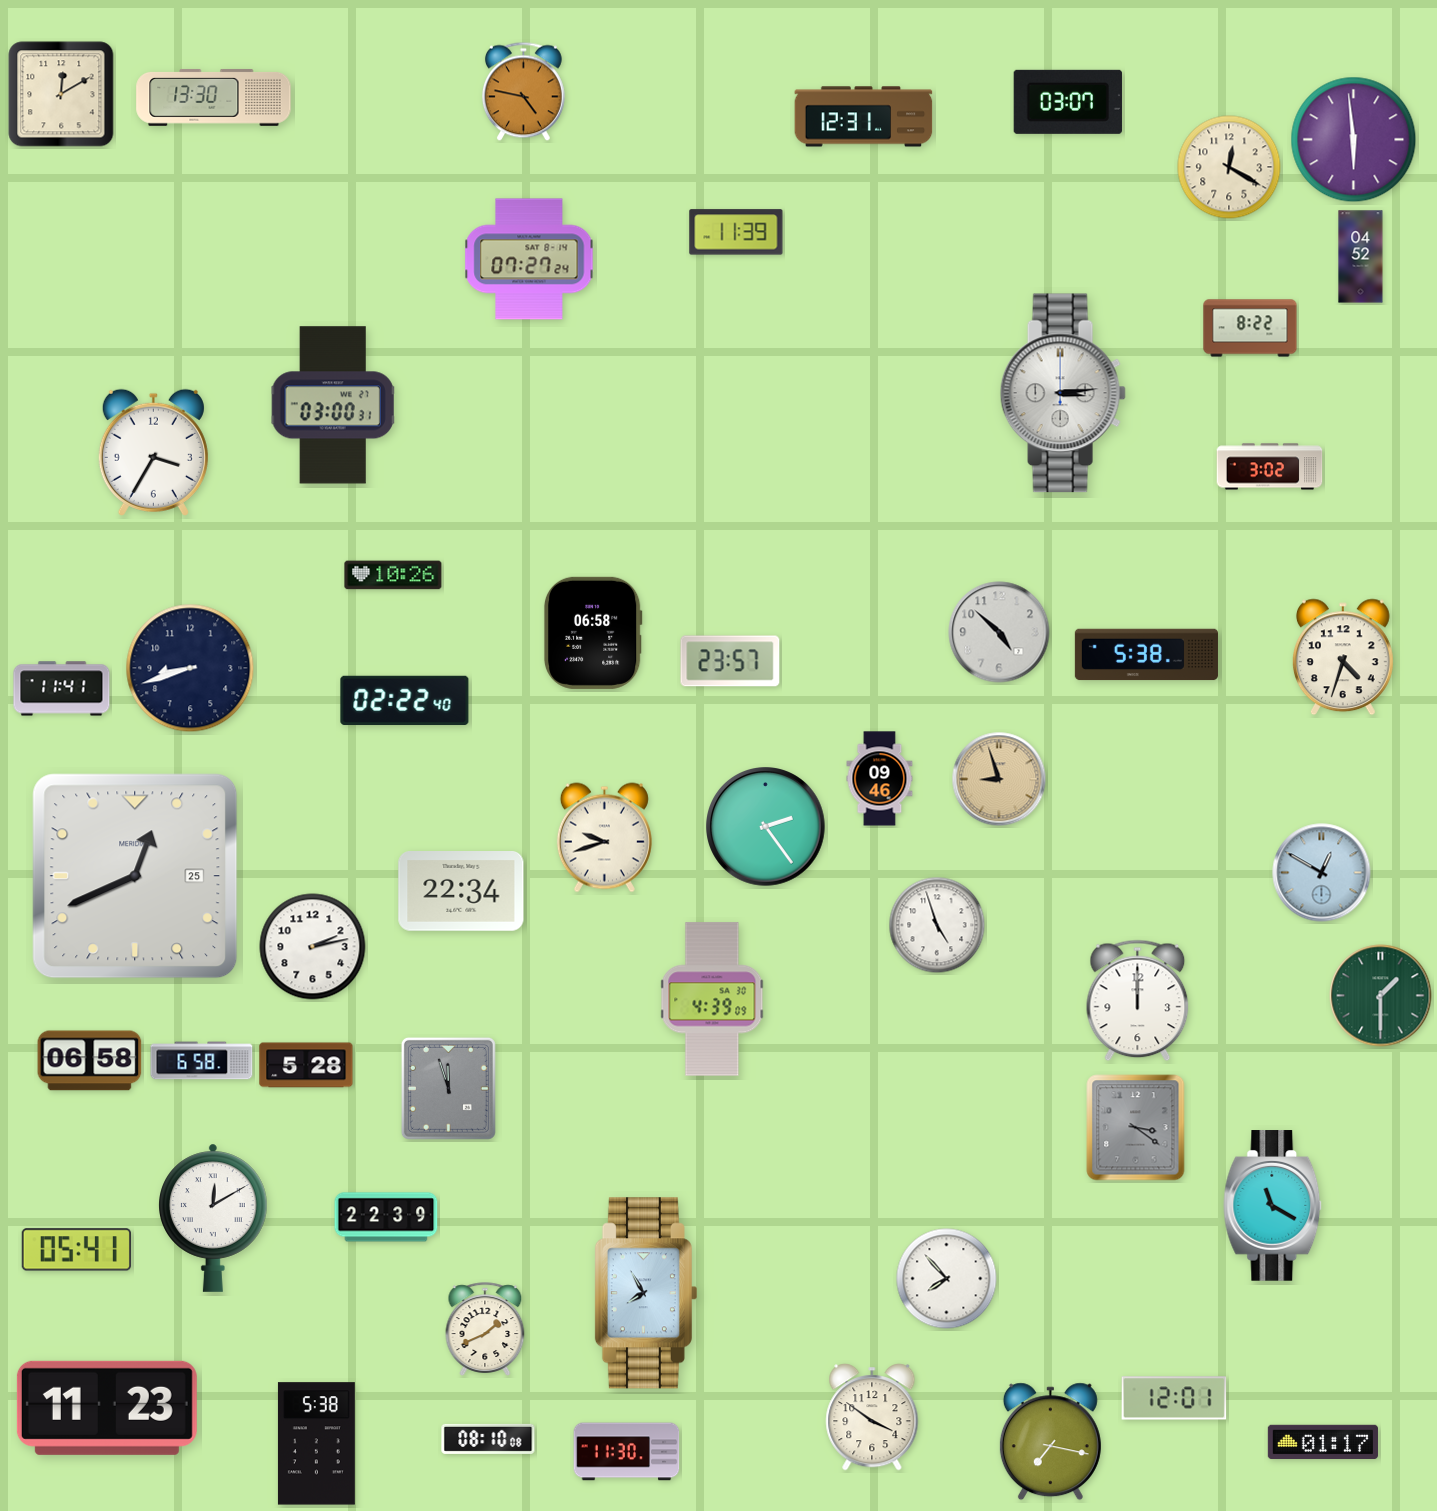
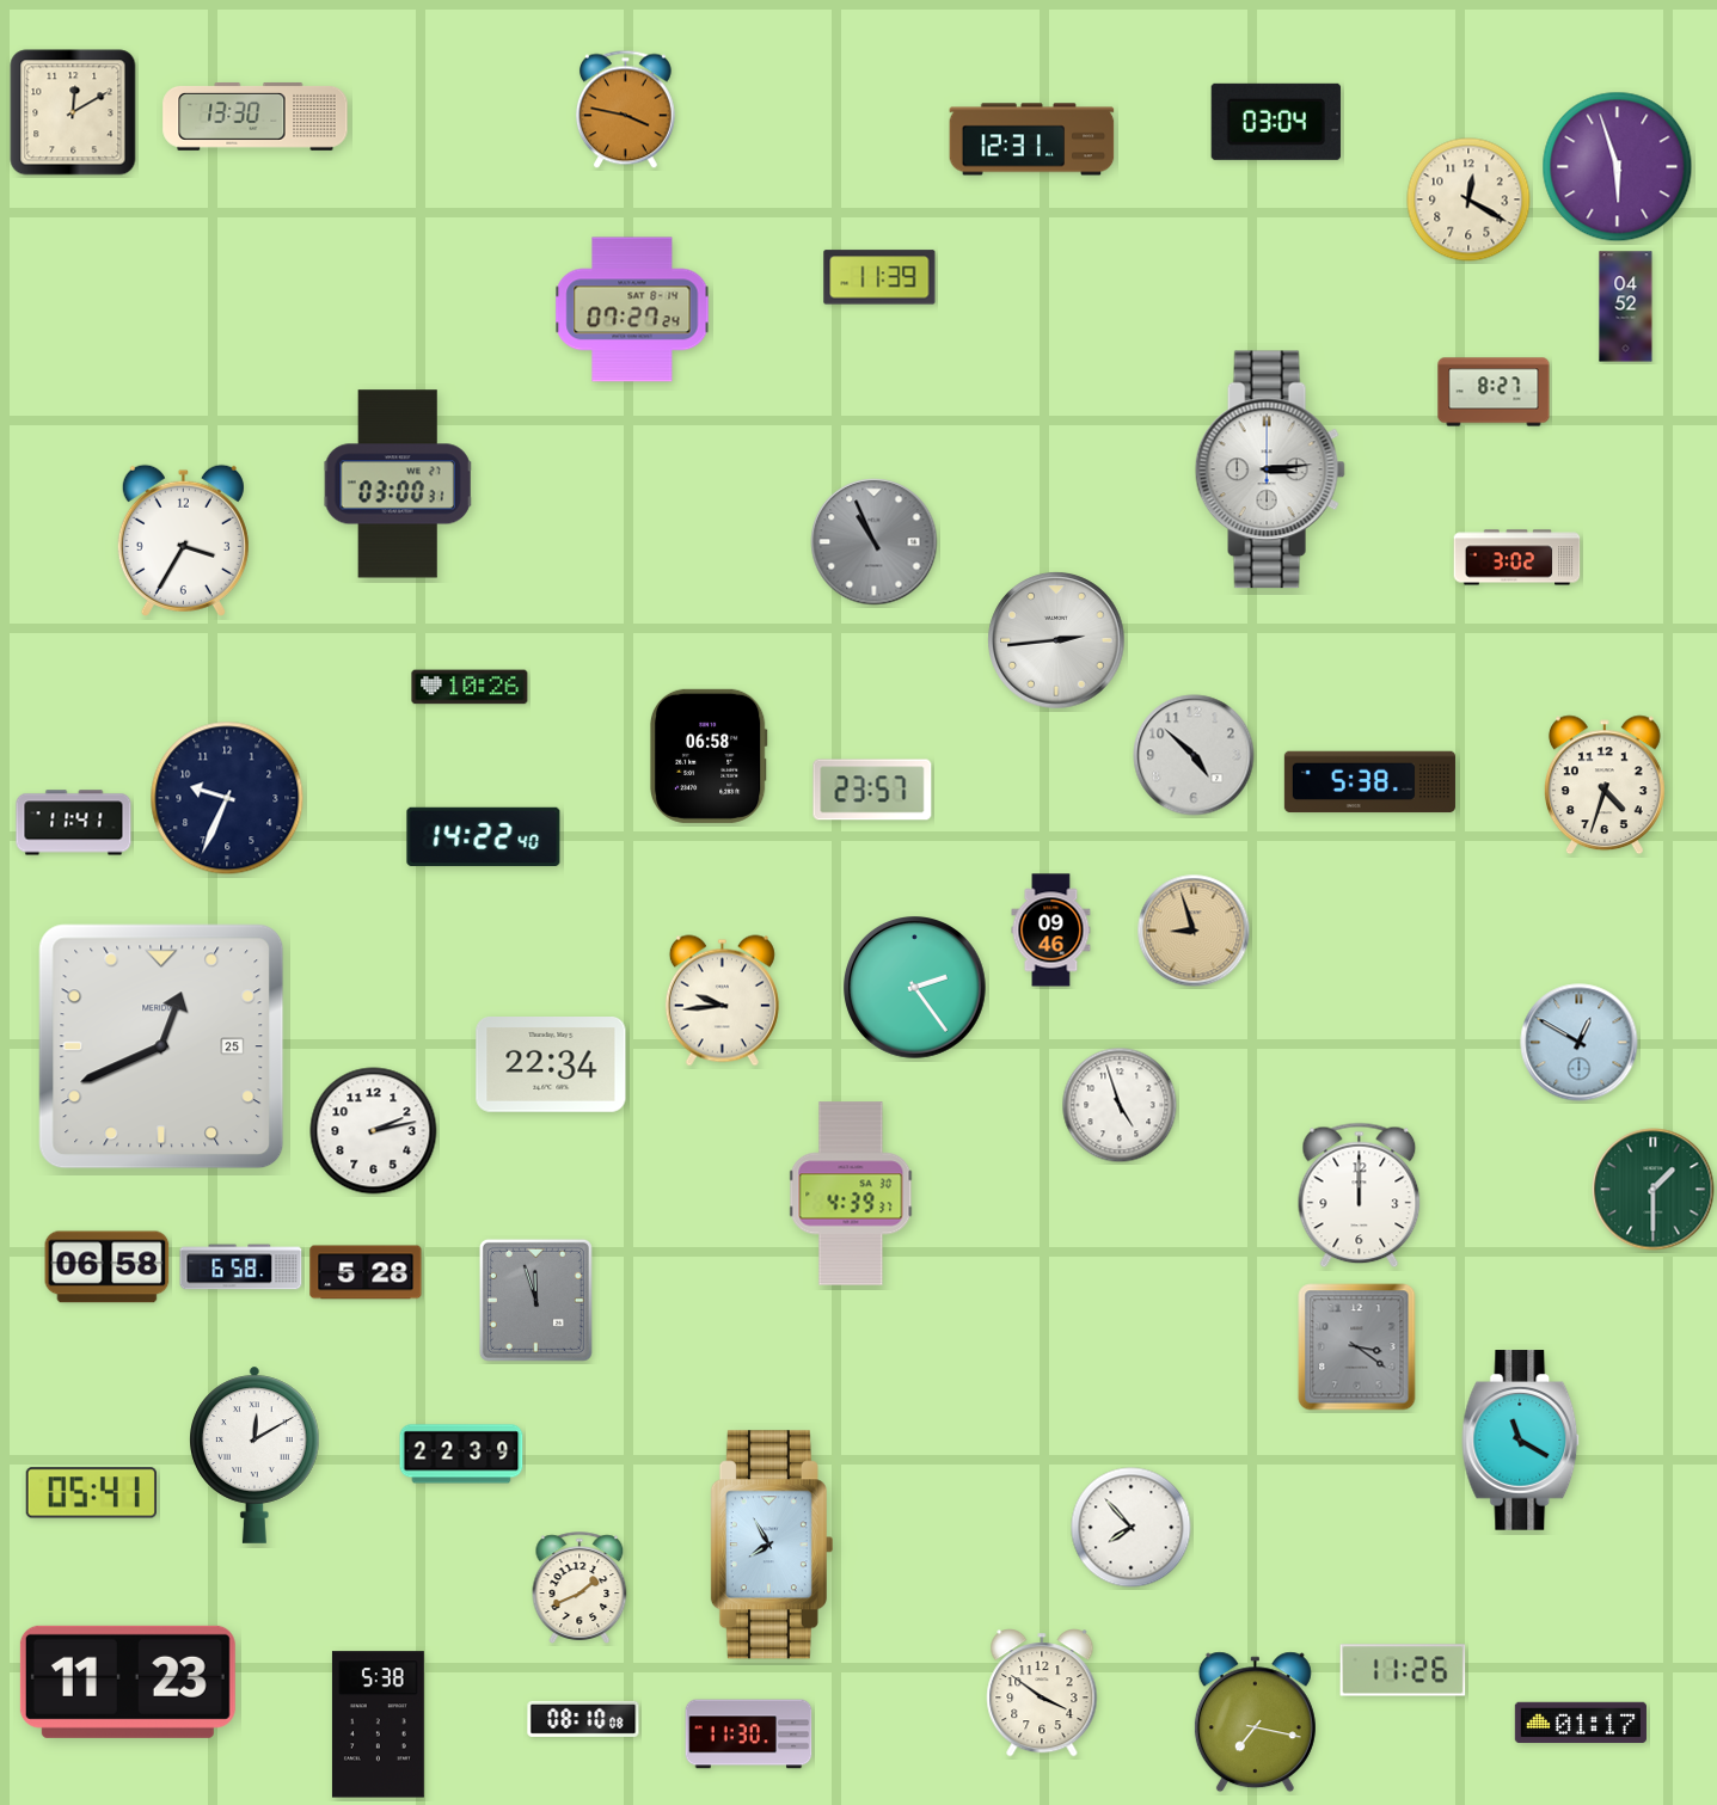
clock at (523, 92): 4:47 -> 3:47
clock at (1068, 102): 03:07 -> 03:04
clock at (1354, 140): 5:59 -> 5:57
clock at (1250, 328): 8:22 -> 8:27
clock at (875, 542): none -> 10:56
clock at (1056, 640): none -> 2:44
clock at (190, 668): 8:42 -> 9:34
clock at (405, 701): 02:22 -> 14:22
clock at (604, 838): 9:42 -> 9:44
clock at (1381, 996) position: (1381, 996) -> (1654, 1190)
clock at (712, 999): 4:39:09 -> 4:39:37
clock at (1174, 1398): 12:01 -> 11:26
